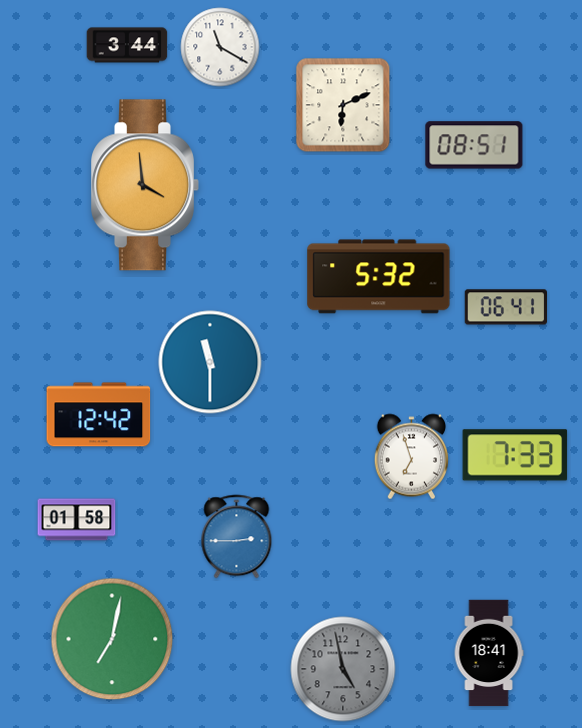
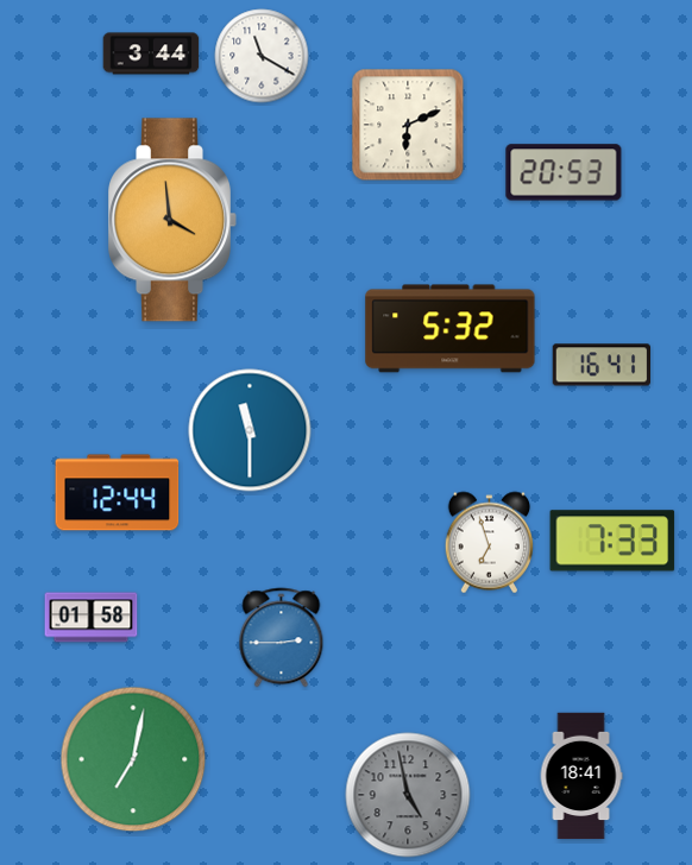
clock at (474, 145): 08:51 -> 20:53
clock at (505, 307): 06:41 -> 16:41
clock at (99, 415): 12:42 -> 12:44
